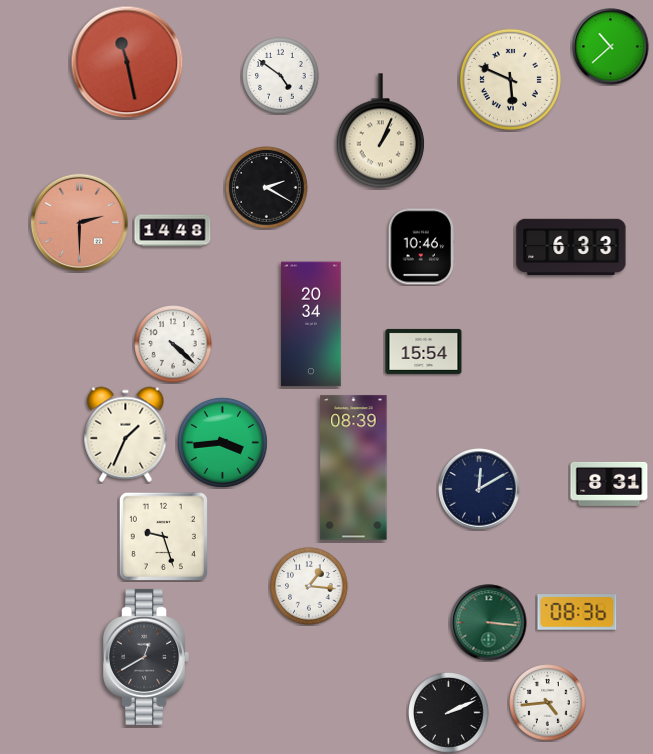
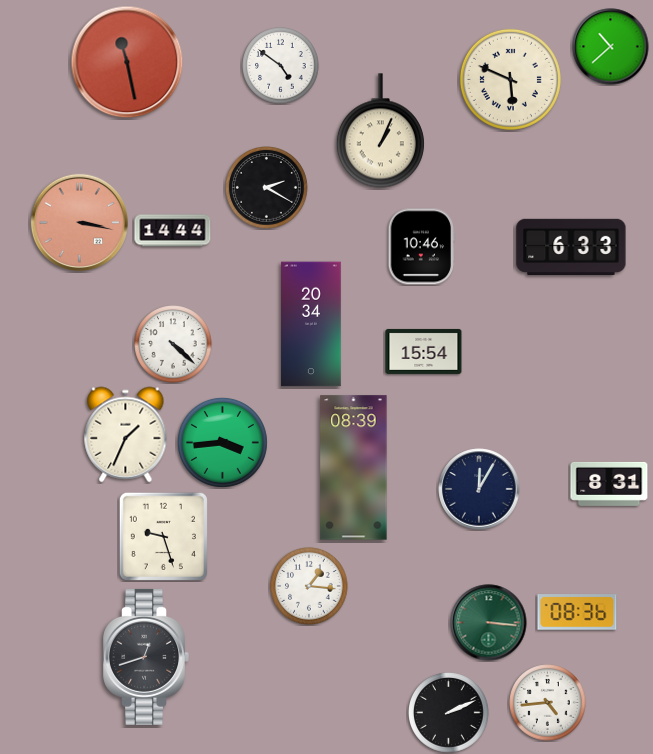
clock at (281, 76) position: (281, 76) -> (281, 66)
clock at (79, 222): 2:30 -> 3:17
clock at (173, 231): 14:48 -> 14:44
clock at (479, 489): 12:10 -> 12:05
clock at (146, 657): 12:40 -> 12:42
